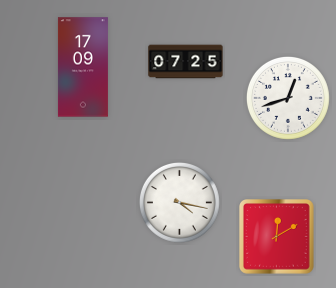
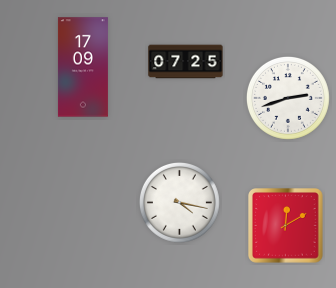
clock at (288, 98): 12:42 -> 2:42
clock at (277, 237) position: (277, 237) -> (286, 226)
